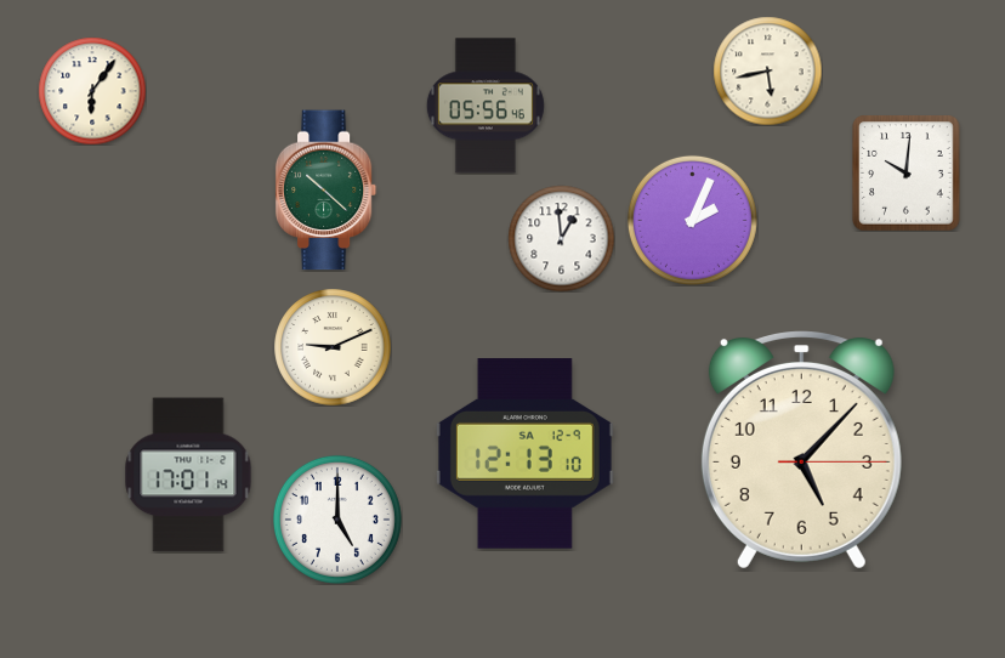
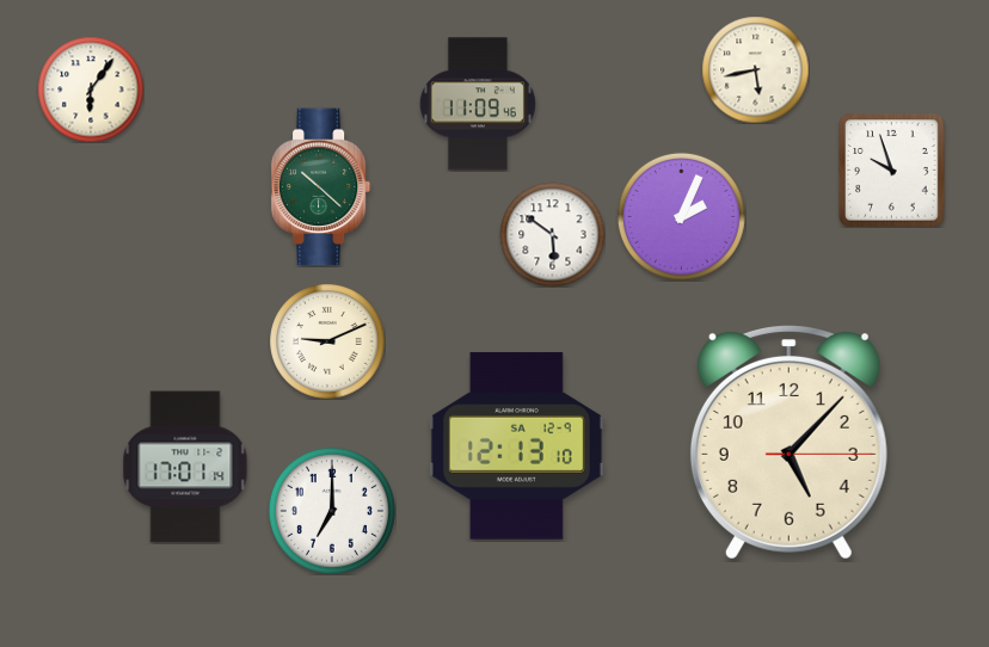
clock at (486, 106): 05:56 -> 11:09
clock at (907, 172): 10:01 -> 9:57
clock at (561, 238): 12:59 -> 5:51
clock at (337, 520): 5:00 -> 7:00
